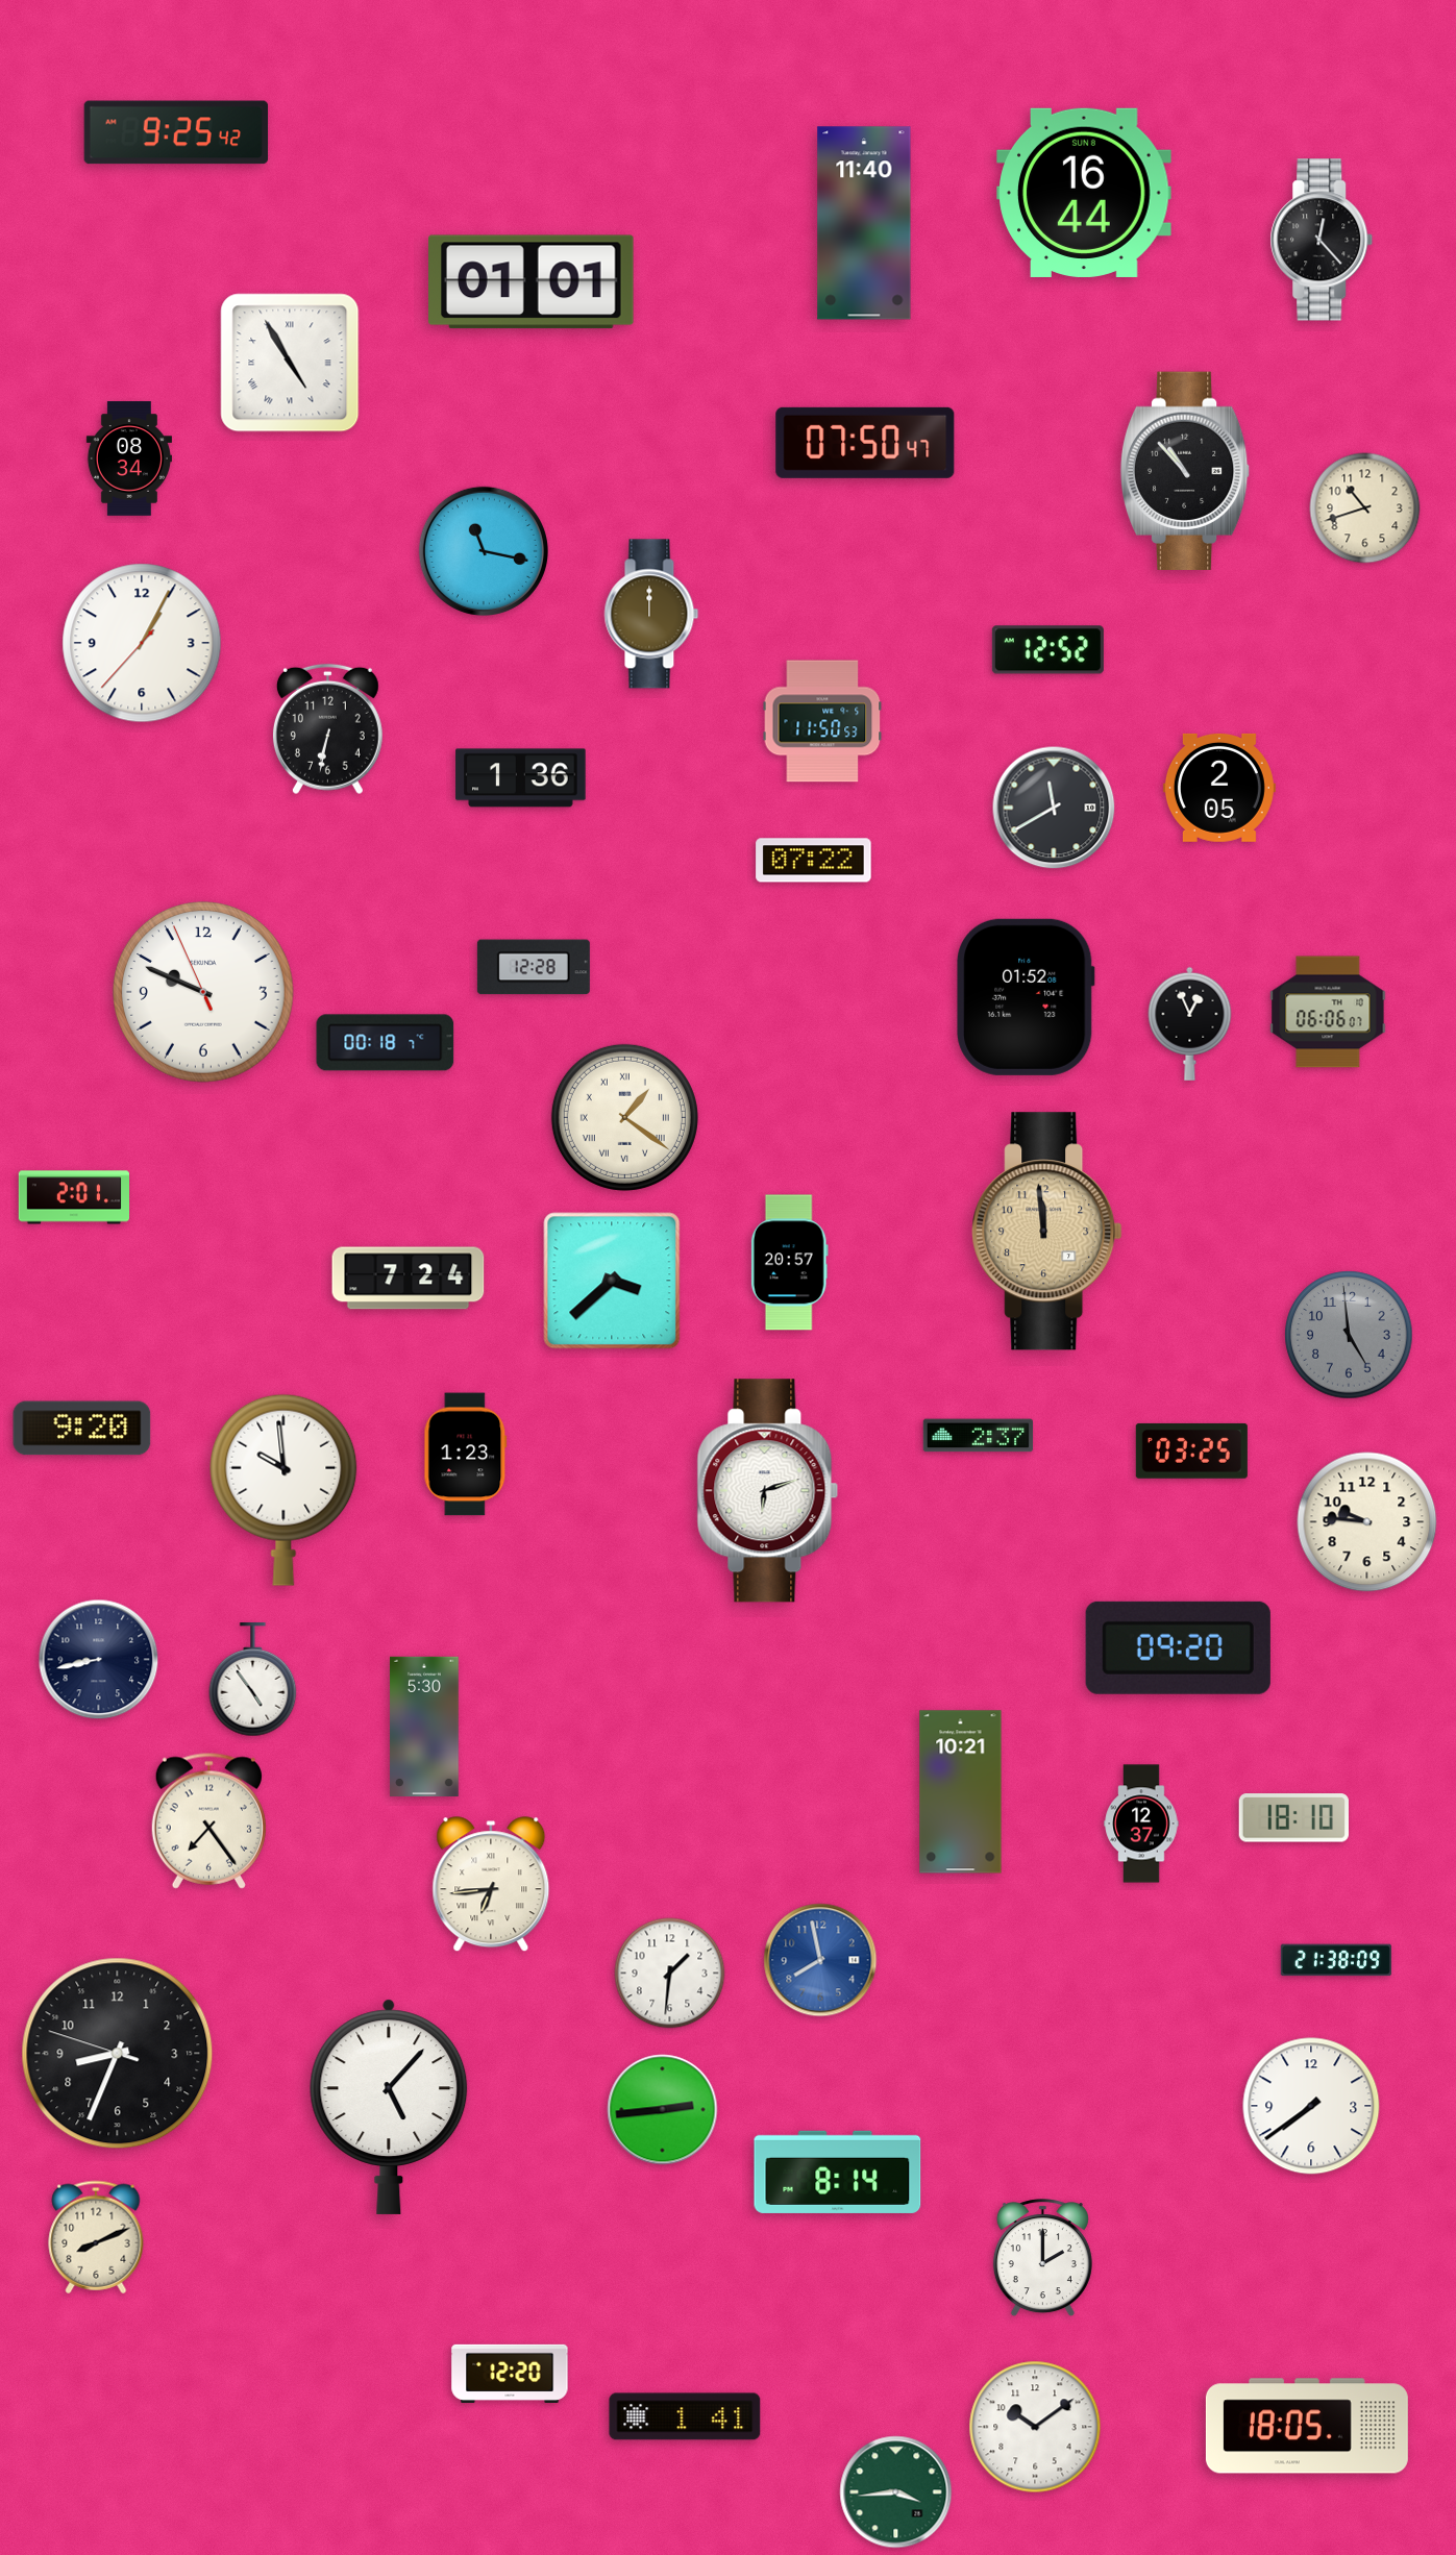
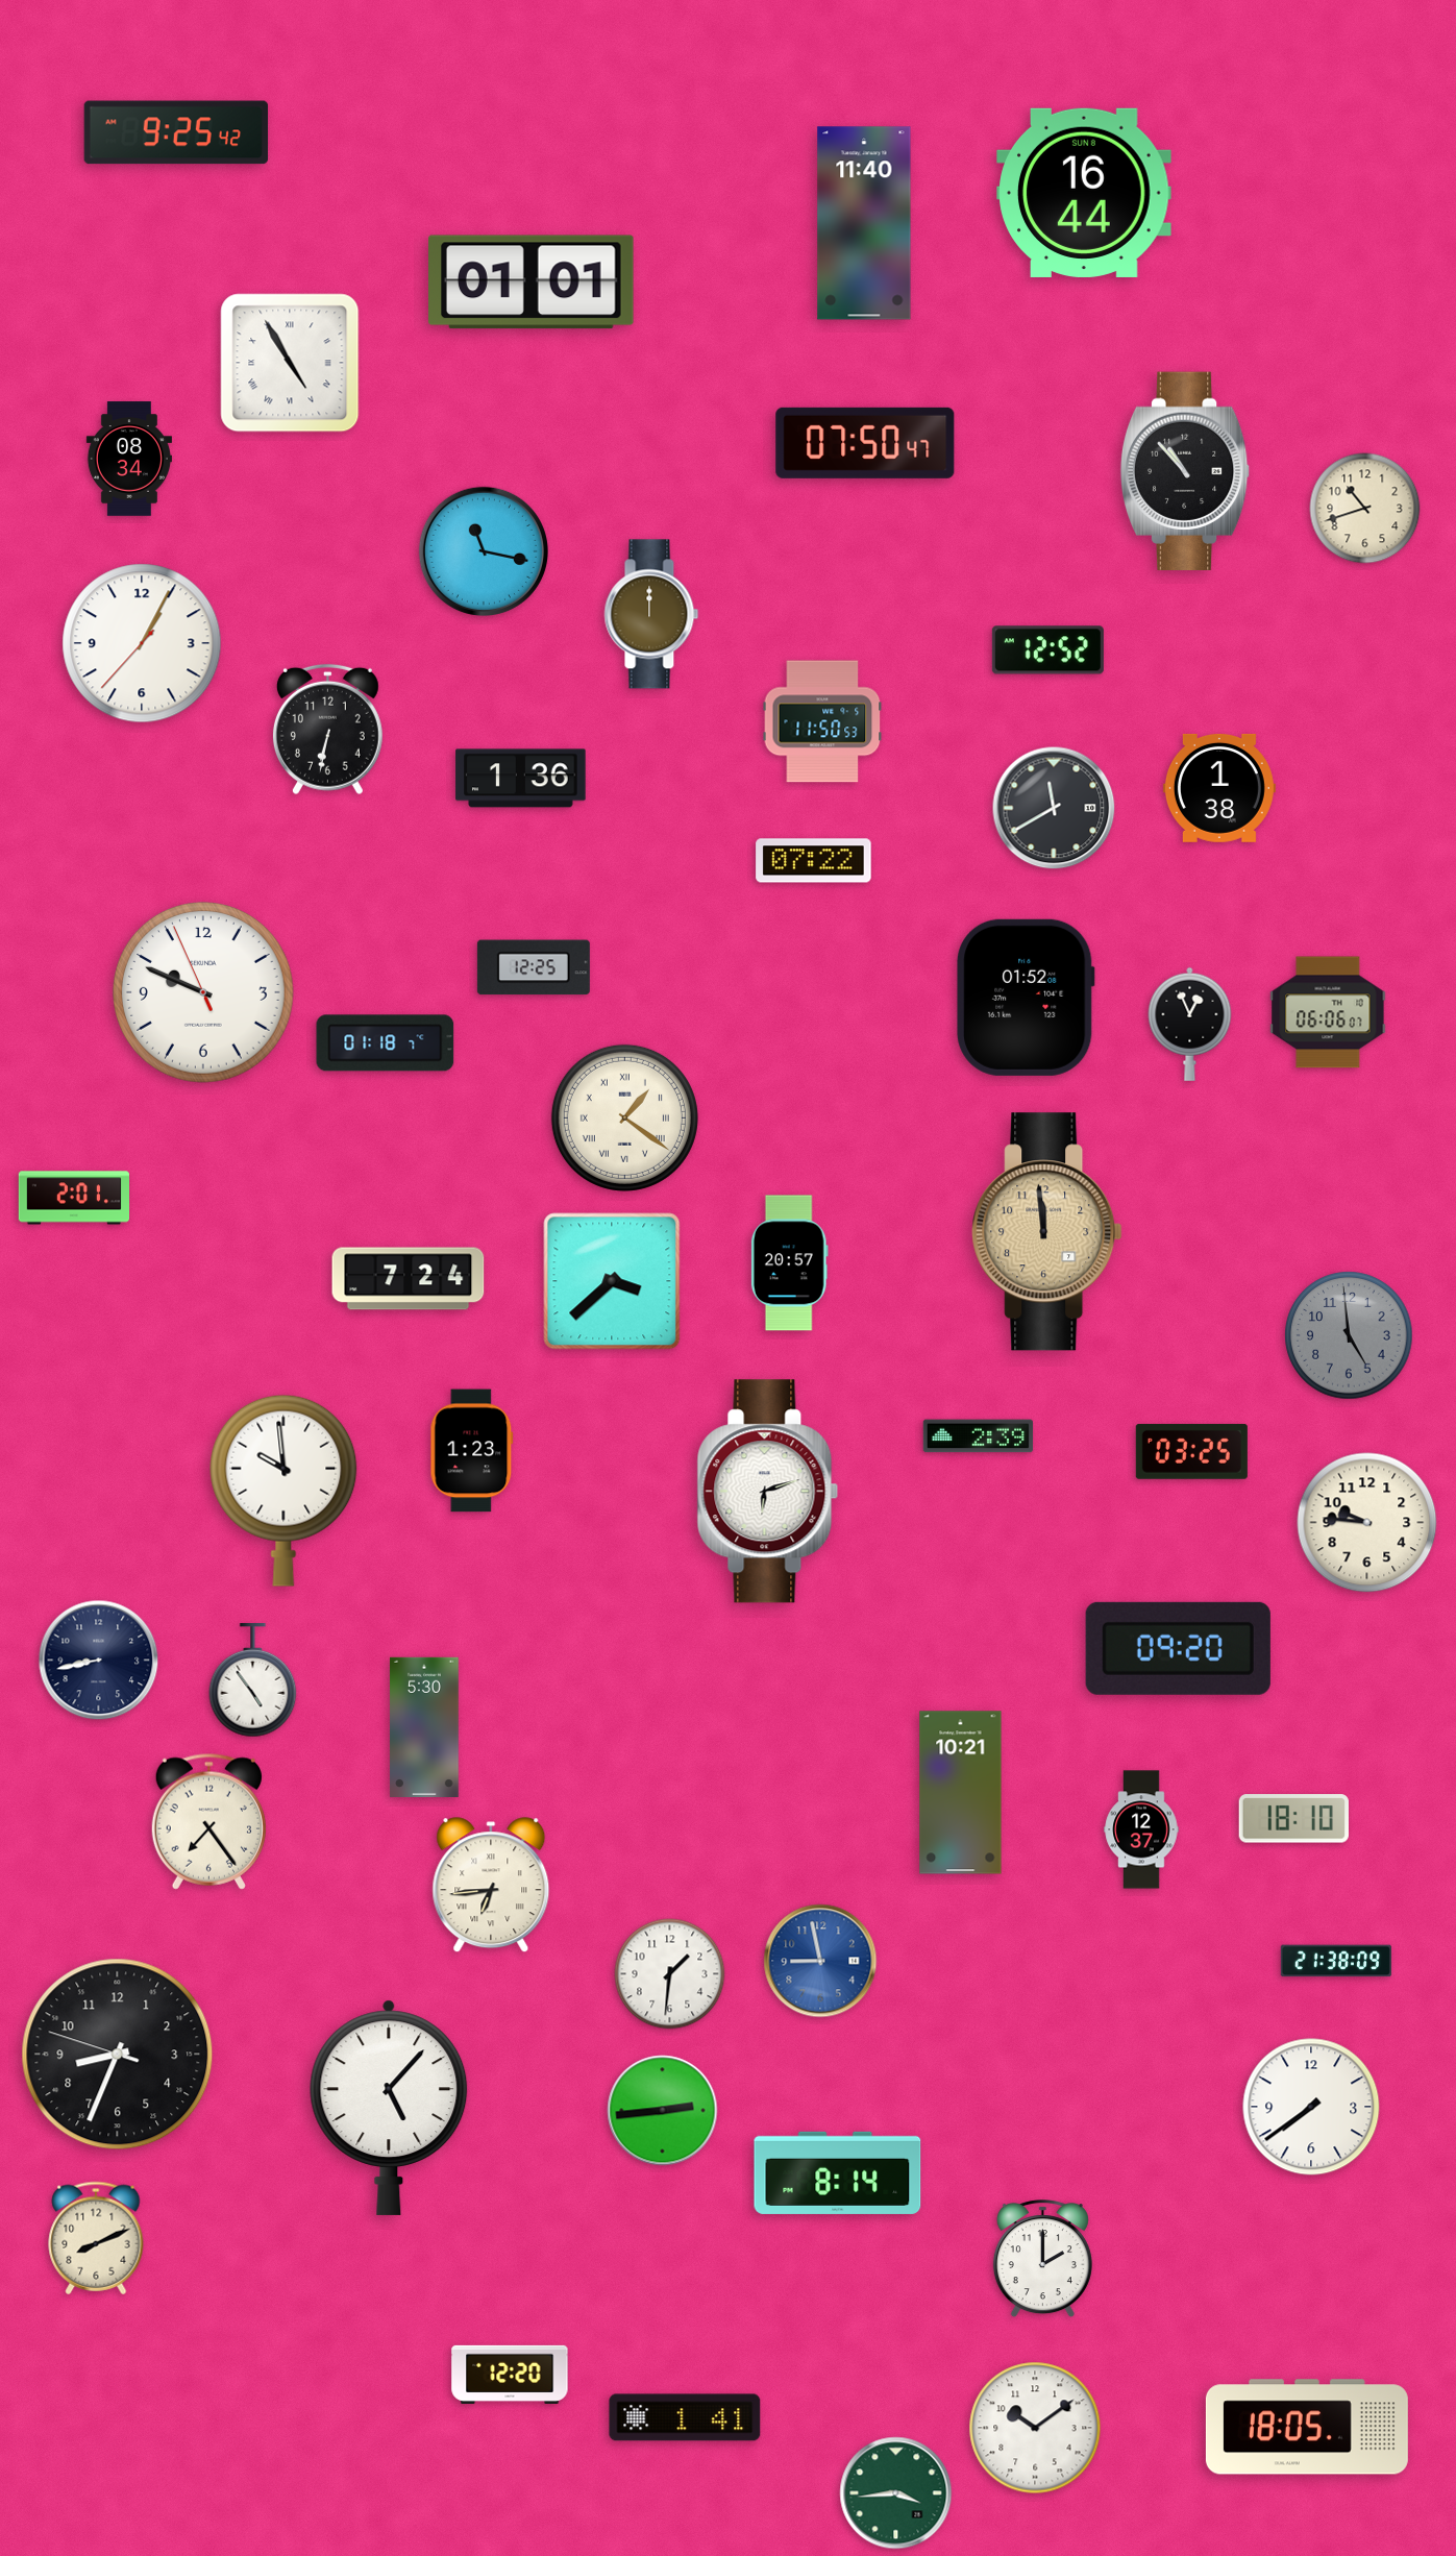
clock at (1322, 240): 12:23 -> none
clock at (1219, 788): 2:05 -> 1:38
clock at (534, 967): 12:28 -> 12:25
clock at (386, 1043): 00:18 -> 01:18
clock at (82, 1429): 9:20 -> none
clock at (979, 1436): 2:37 -> 2:39
clock at (466, 1455) position: (466, 1455) -> (472, 1451)
clock at (1141, 1824) position: (1141, 1824) -> (1141, 1829)
clock at (820, 1960): 7:58 -> 8:58
